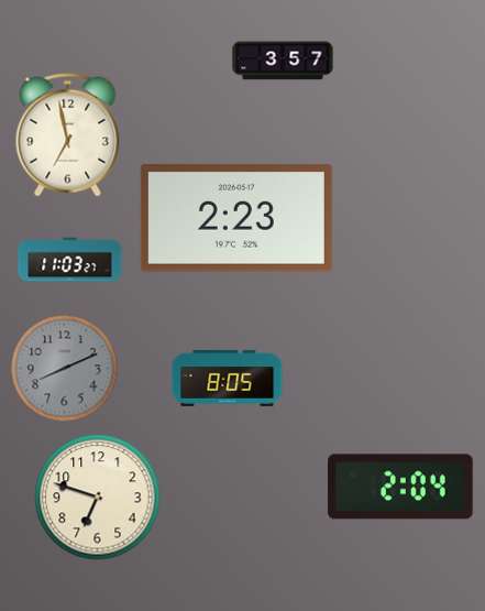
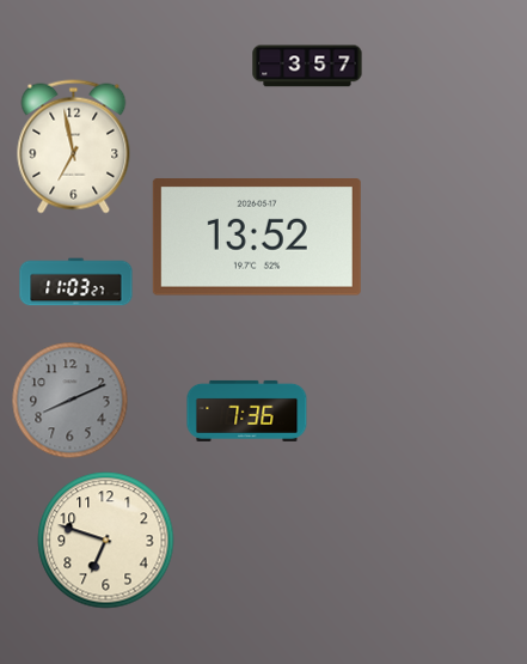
clock at (236, 218): 2:23 -> 13:52
clock at (228, 378): 8:05 -> 7:36
clock at (400, 487): 2:04 -> none
